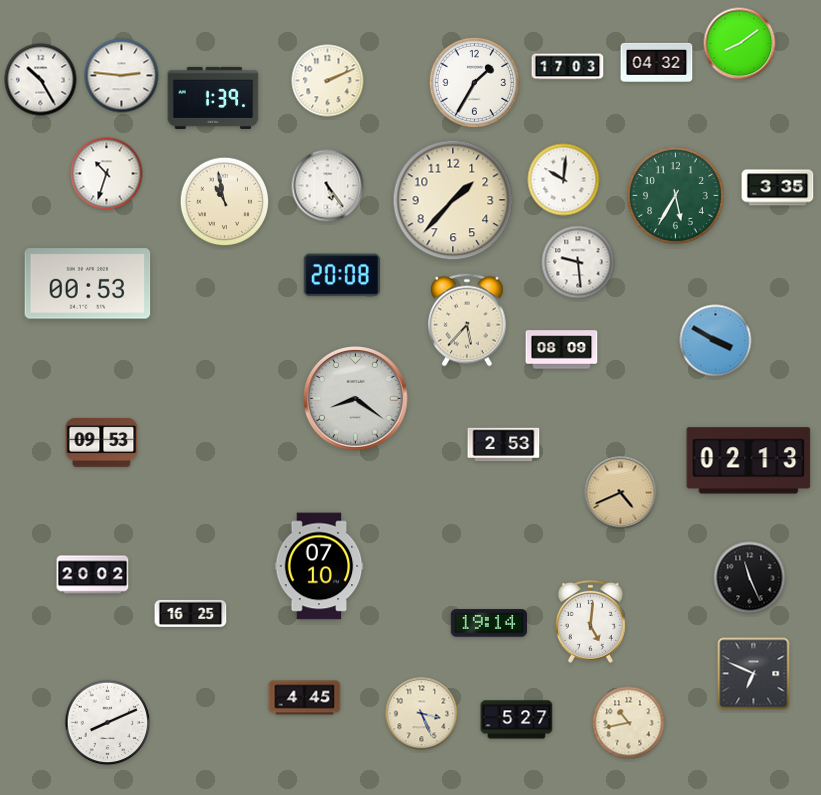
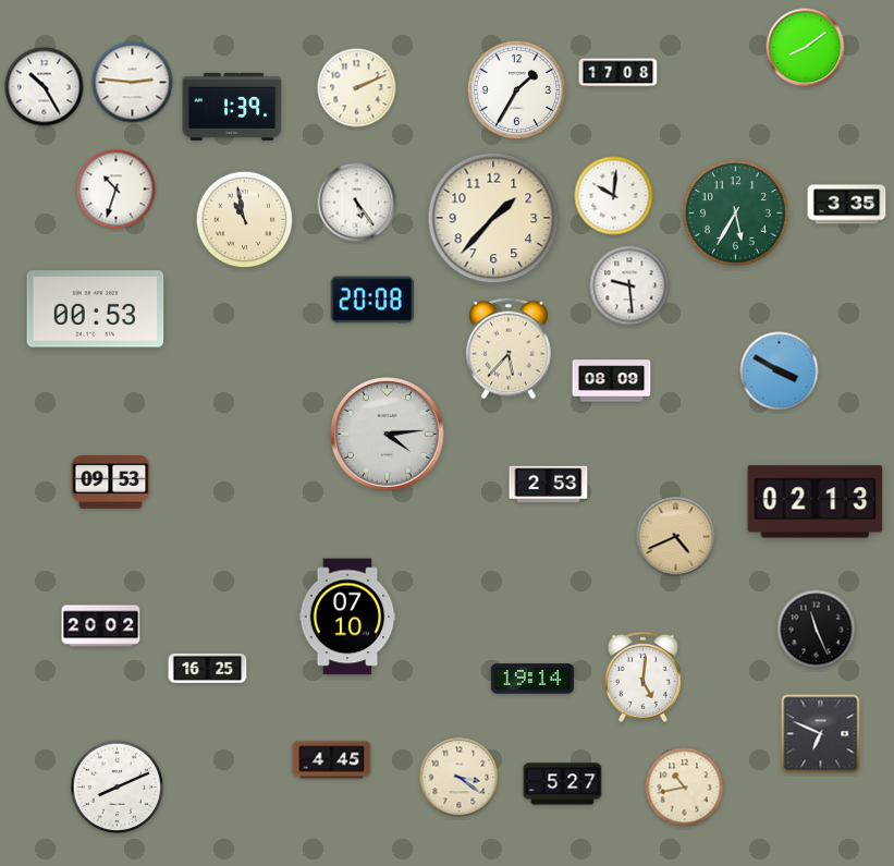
clock at (657, 62): 04:32 -> none
clock at (568, 67): 17:03 -> 17:08
clock at (356, 399): 8:21 -> 4:14
clock at (422, 714): 3:26 -> 3:21
